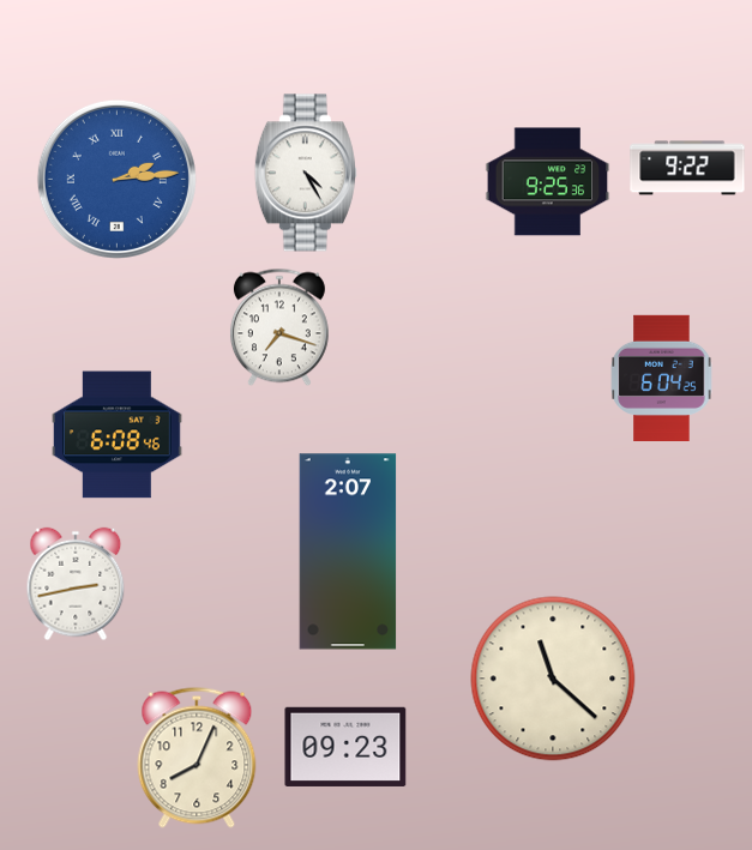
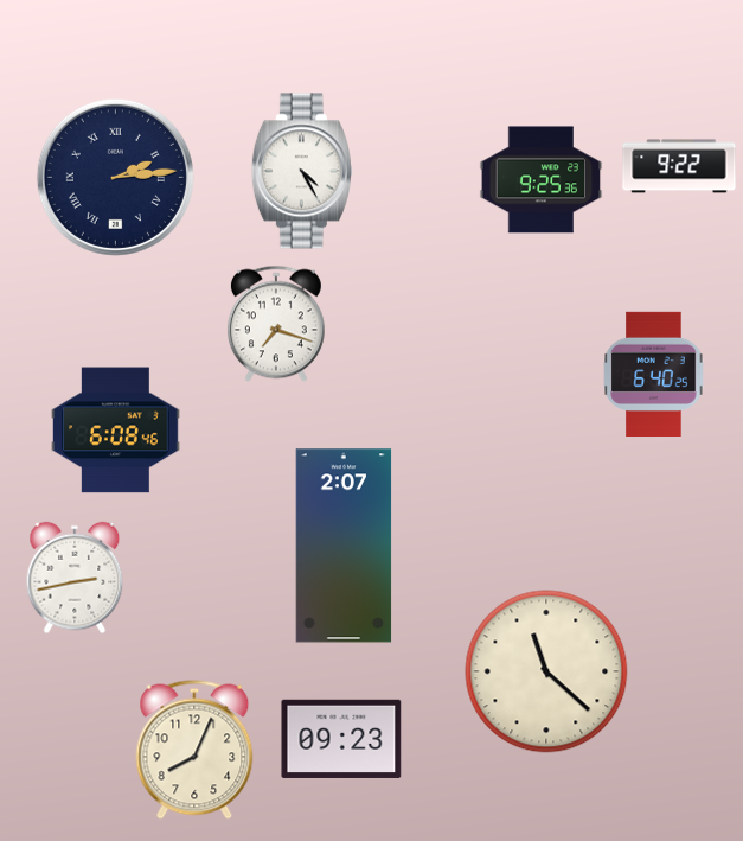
clock at (116, 179) dial: blue -> navy
clock at (662, 378): 6:04 -> 6:40
